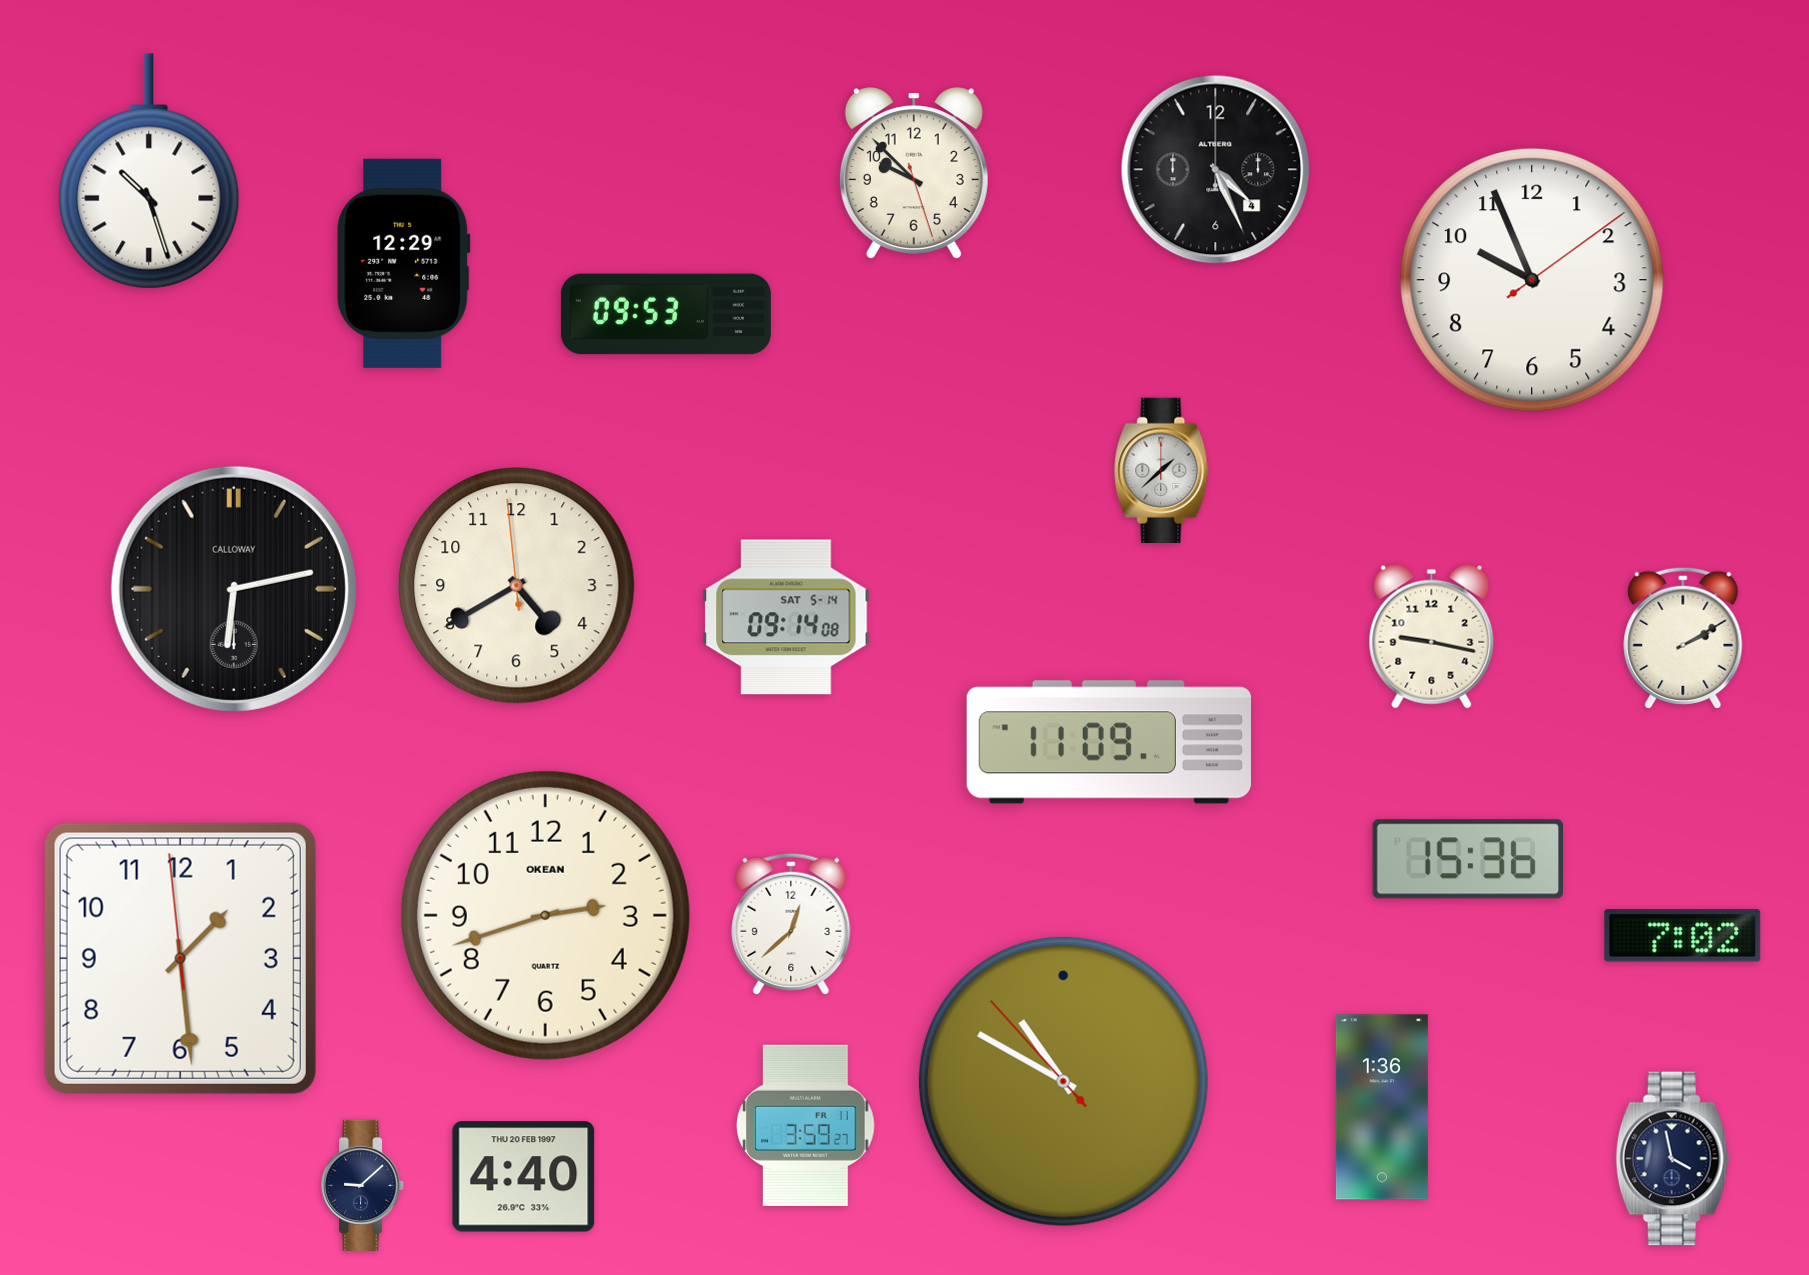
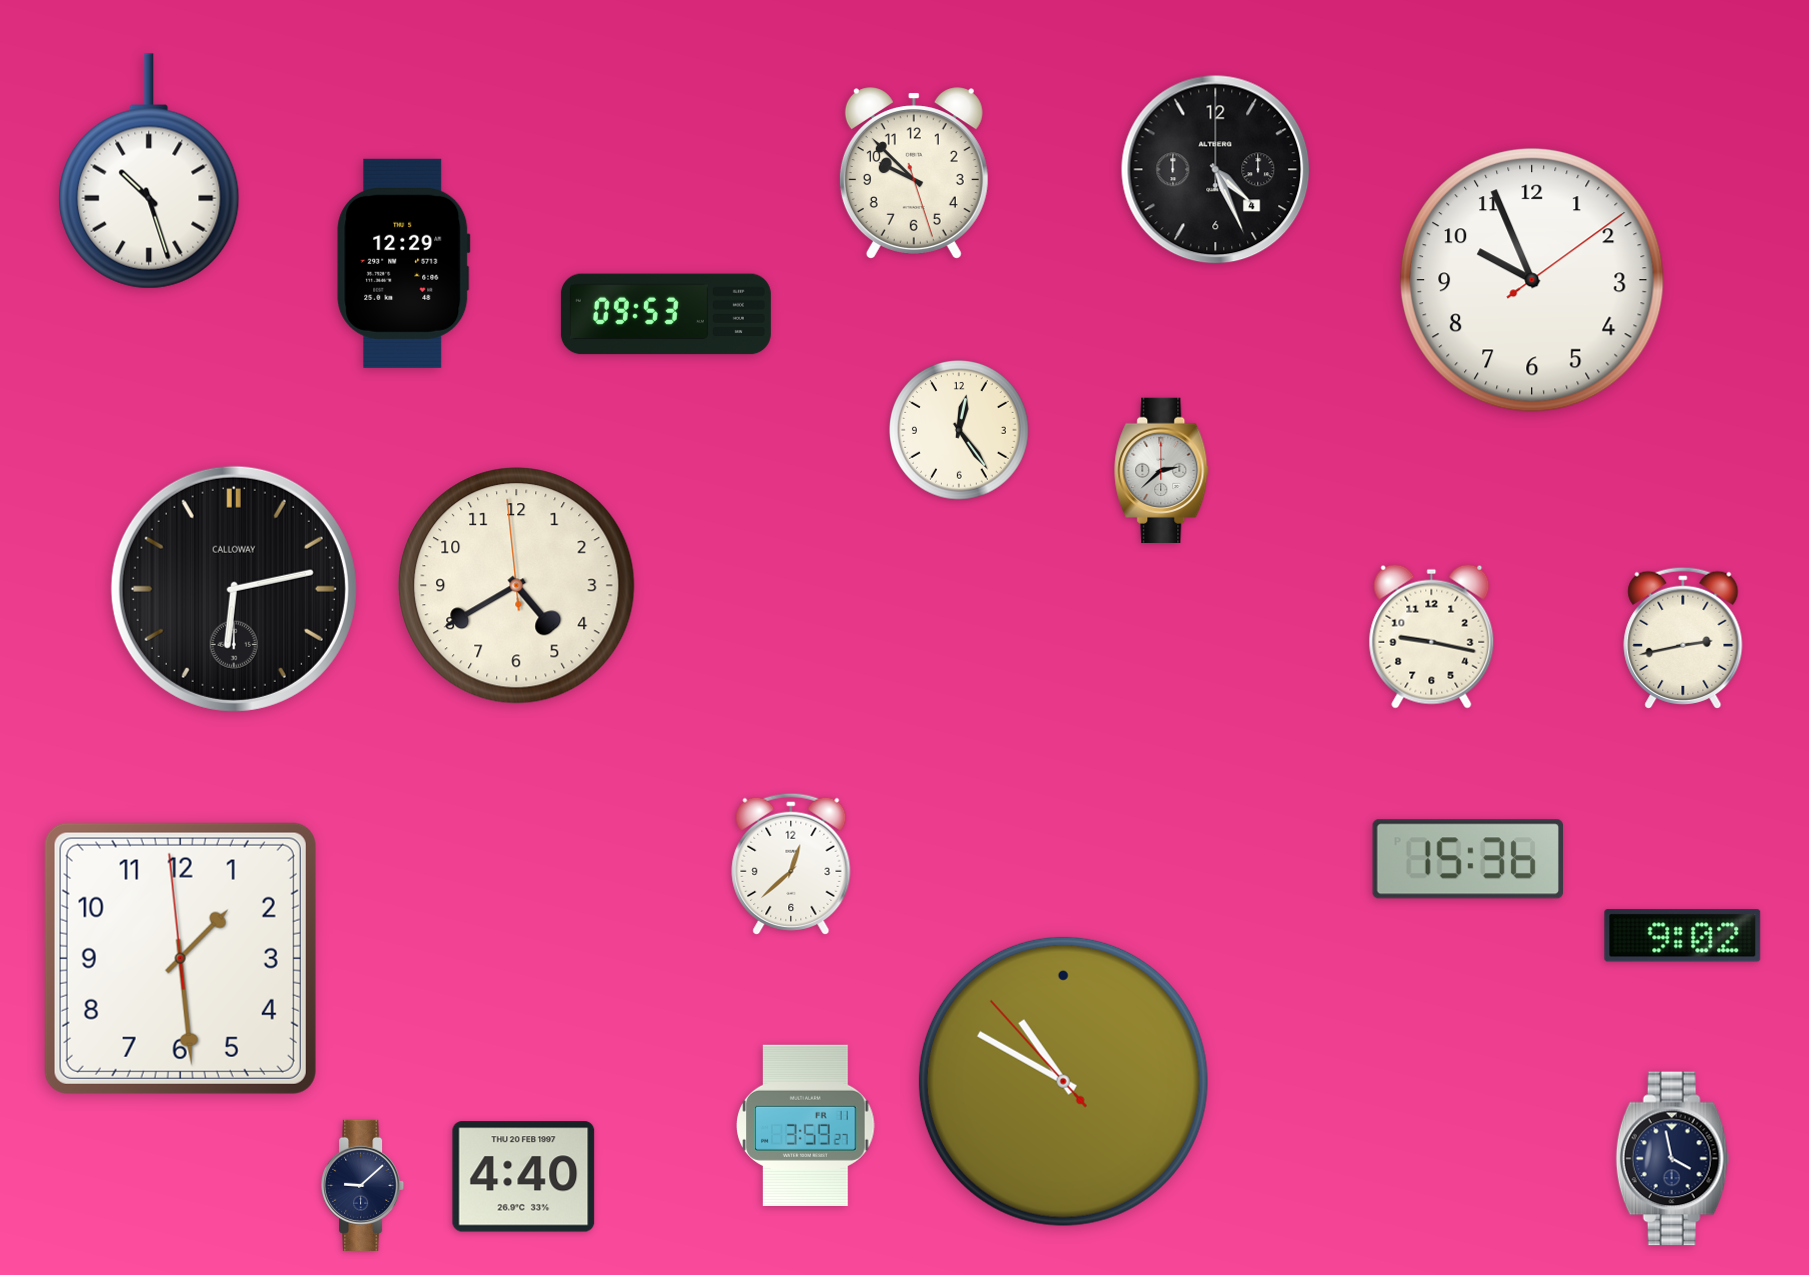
clock at (960, 431): none -> 12:24
clock at (1162, 470): 1:38 -> 2:38
clock at (786, 617): 09:14 -> none
clock at (1683, 638): 2:10 -> 2:43
clock at (1109, 742): 11:09 -> none
clock at (545, 915): 2:42 -> none
clock at (791, 924) position: (791, 924) -> (791, 864)
clock at (1683, 936): 7:02 -> 9:02
clock at (1382, 1107): 1:36 -> none
